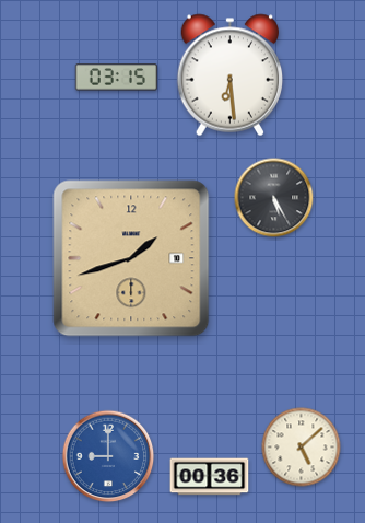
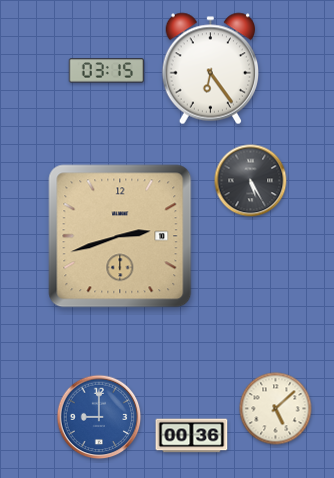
clock at (229, 75): 6:29 -> 6:24
clock at (131, 258): 1:42 -> 2:42
